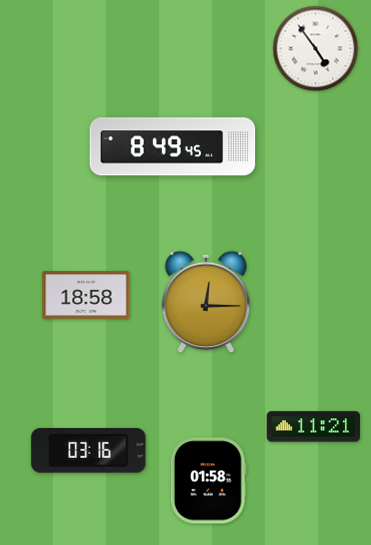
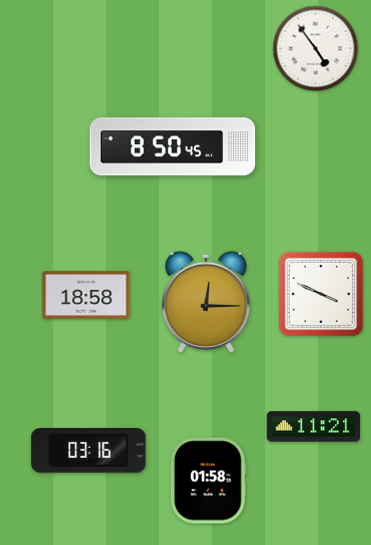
clock at (173, 147): 8:49 -> 8:50
clock at (320, 293): none -> 3:49
